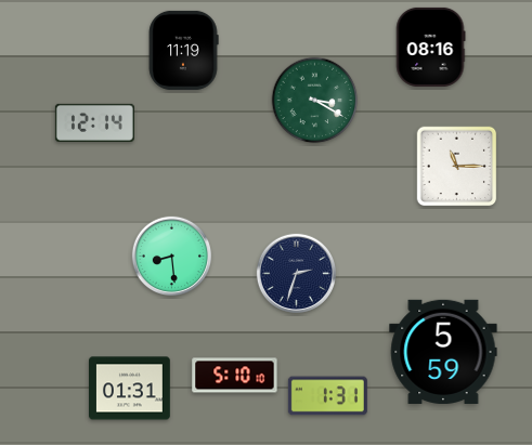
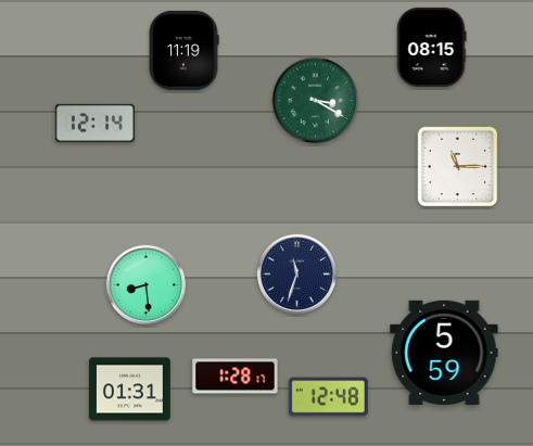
clock at (430, 47): 08:16 -> 08:15
clock at (171, 256) position: (171, 256) -> (145, 284)
clock at (296, 273): 2:33 -> 11:33
clock at (235, 376): 5:10 -> 1:28
clock at (327, 396): 1:31 -> 12:48
